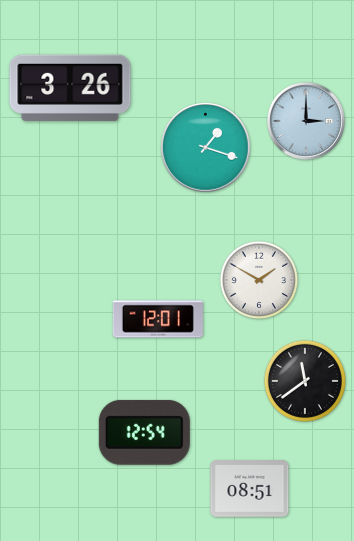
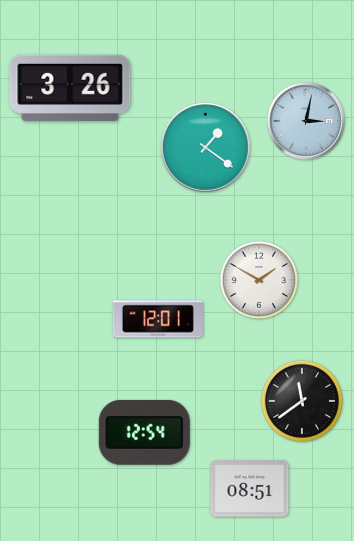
clock at (306, 121): 3:00 -> 3:02
clock at (206, 148): 1:18 -> 1:21
clock at (305, 381) position: (305, 381) -> (302, 401)
